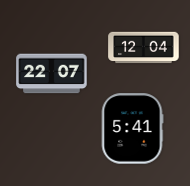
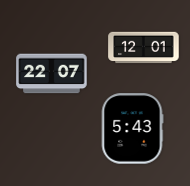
clock at (144, 48): 12:04 -> 12:01
clock at (132, 129): 5:41 -> 5:43
